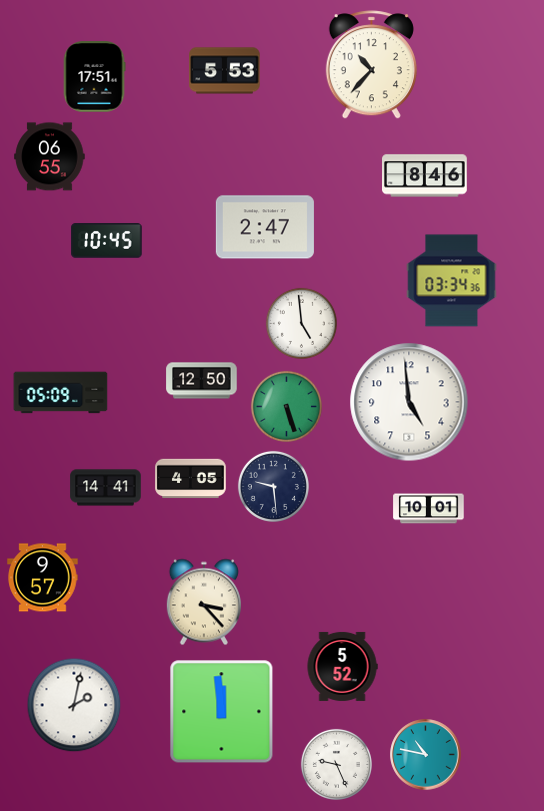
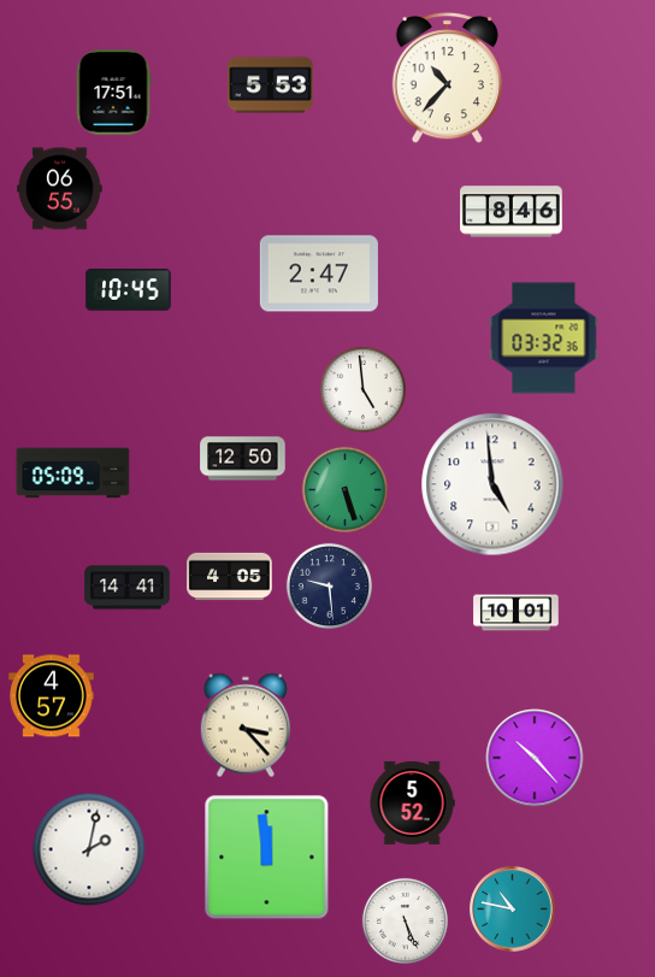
clock at (452, 281): 03:34 -> 03:32
clock at (43, 578): 9:57 -> 4:57
clock at (535, 758): none -> 10:23
clock at (336, 764): 9:26 -> 5:26
